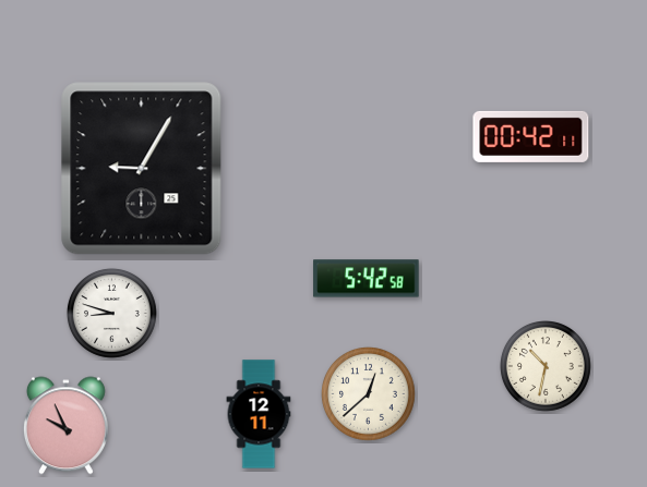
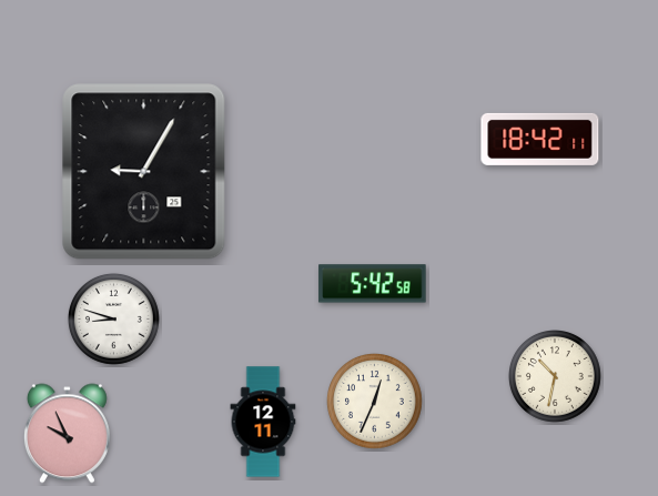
clock at (531, 136): 00:42 -> 18:42
clock at (547, 367) position: (547, 367) -> (556, 377)
clock at (369, 394): 12:38 -> 12:34
